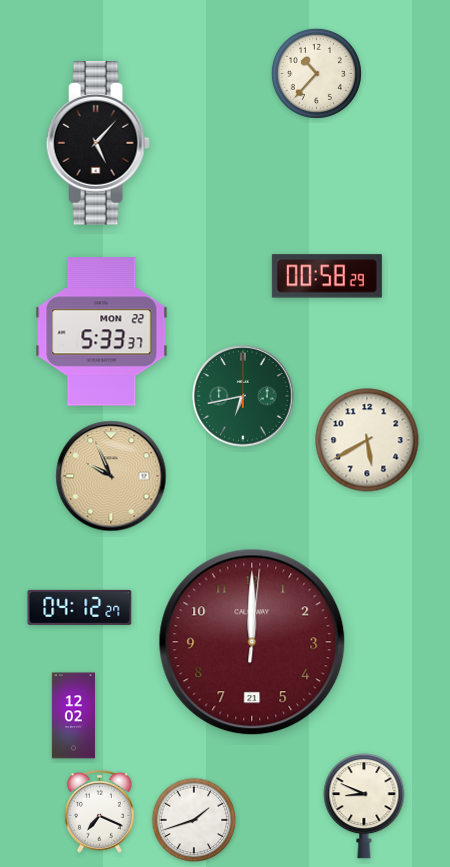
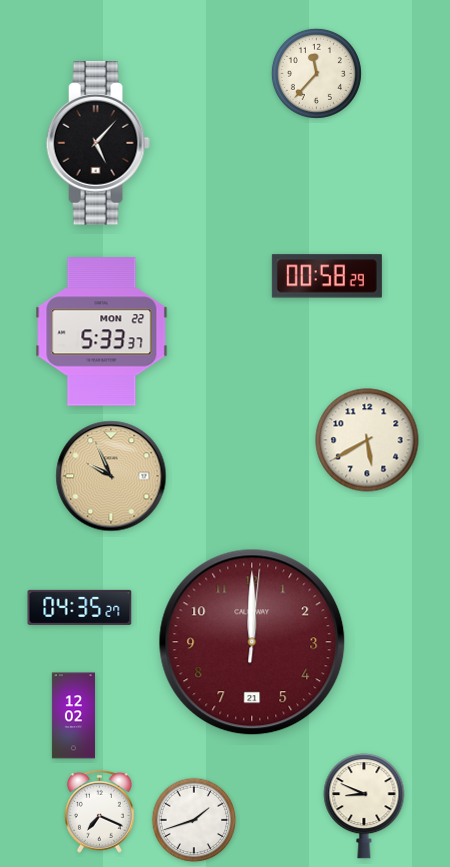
clock at (316, 73): 10:37 -> 11:37
clock at (243, 396): 6:43 -> none
clock at (80, 607): 04:12 -> 04:35
